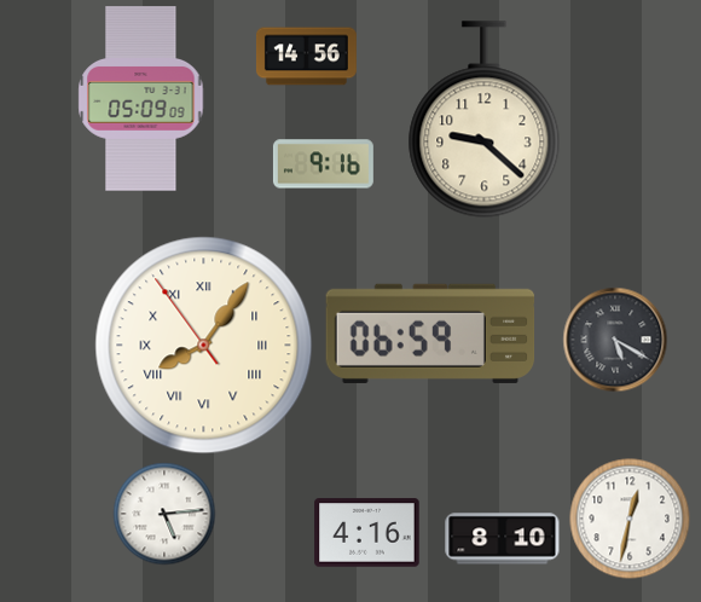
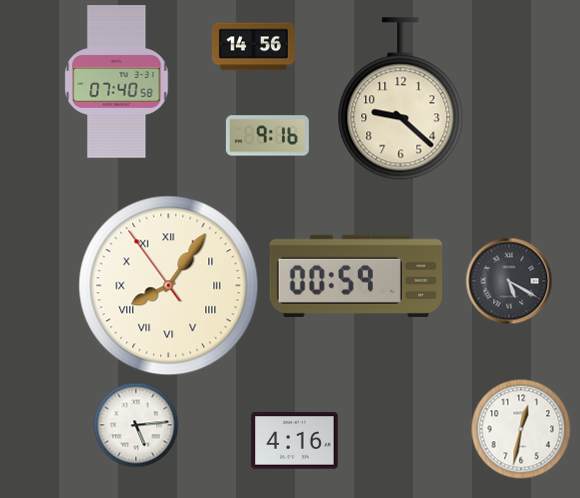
clock at (141, 99): 05:09 -> 07:40
clock at (430, 334): 06:59 -> 00:59
clock at (367, 533) position: (367, 533) -> (295, 441)
clock at (503, 539): 8:10 -> none
